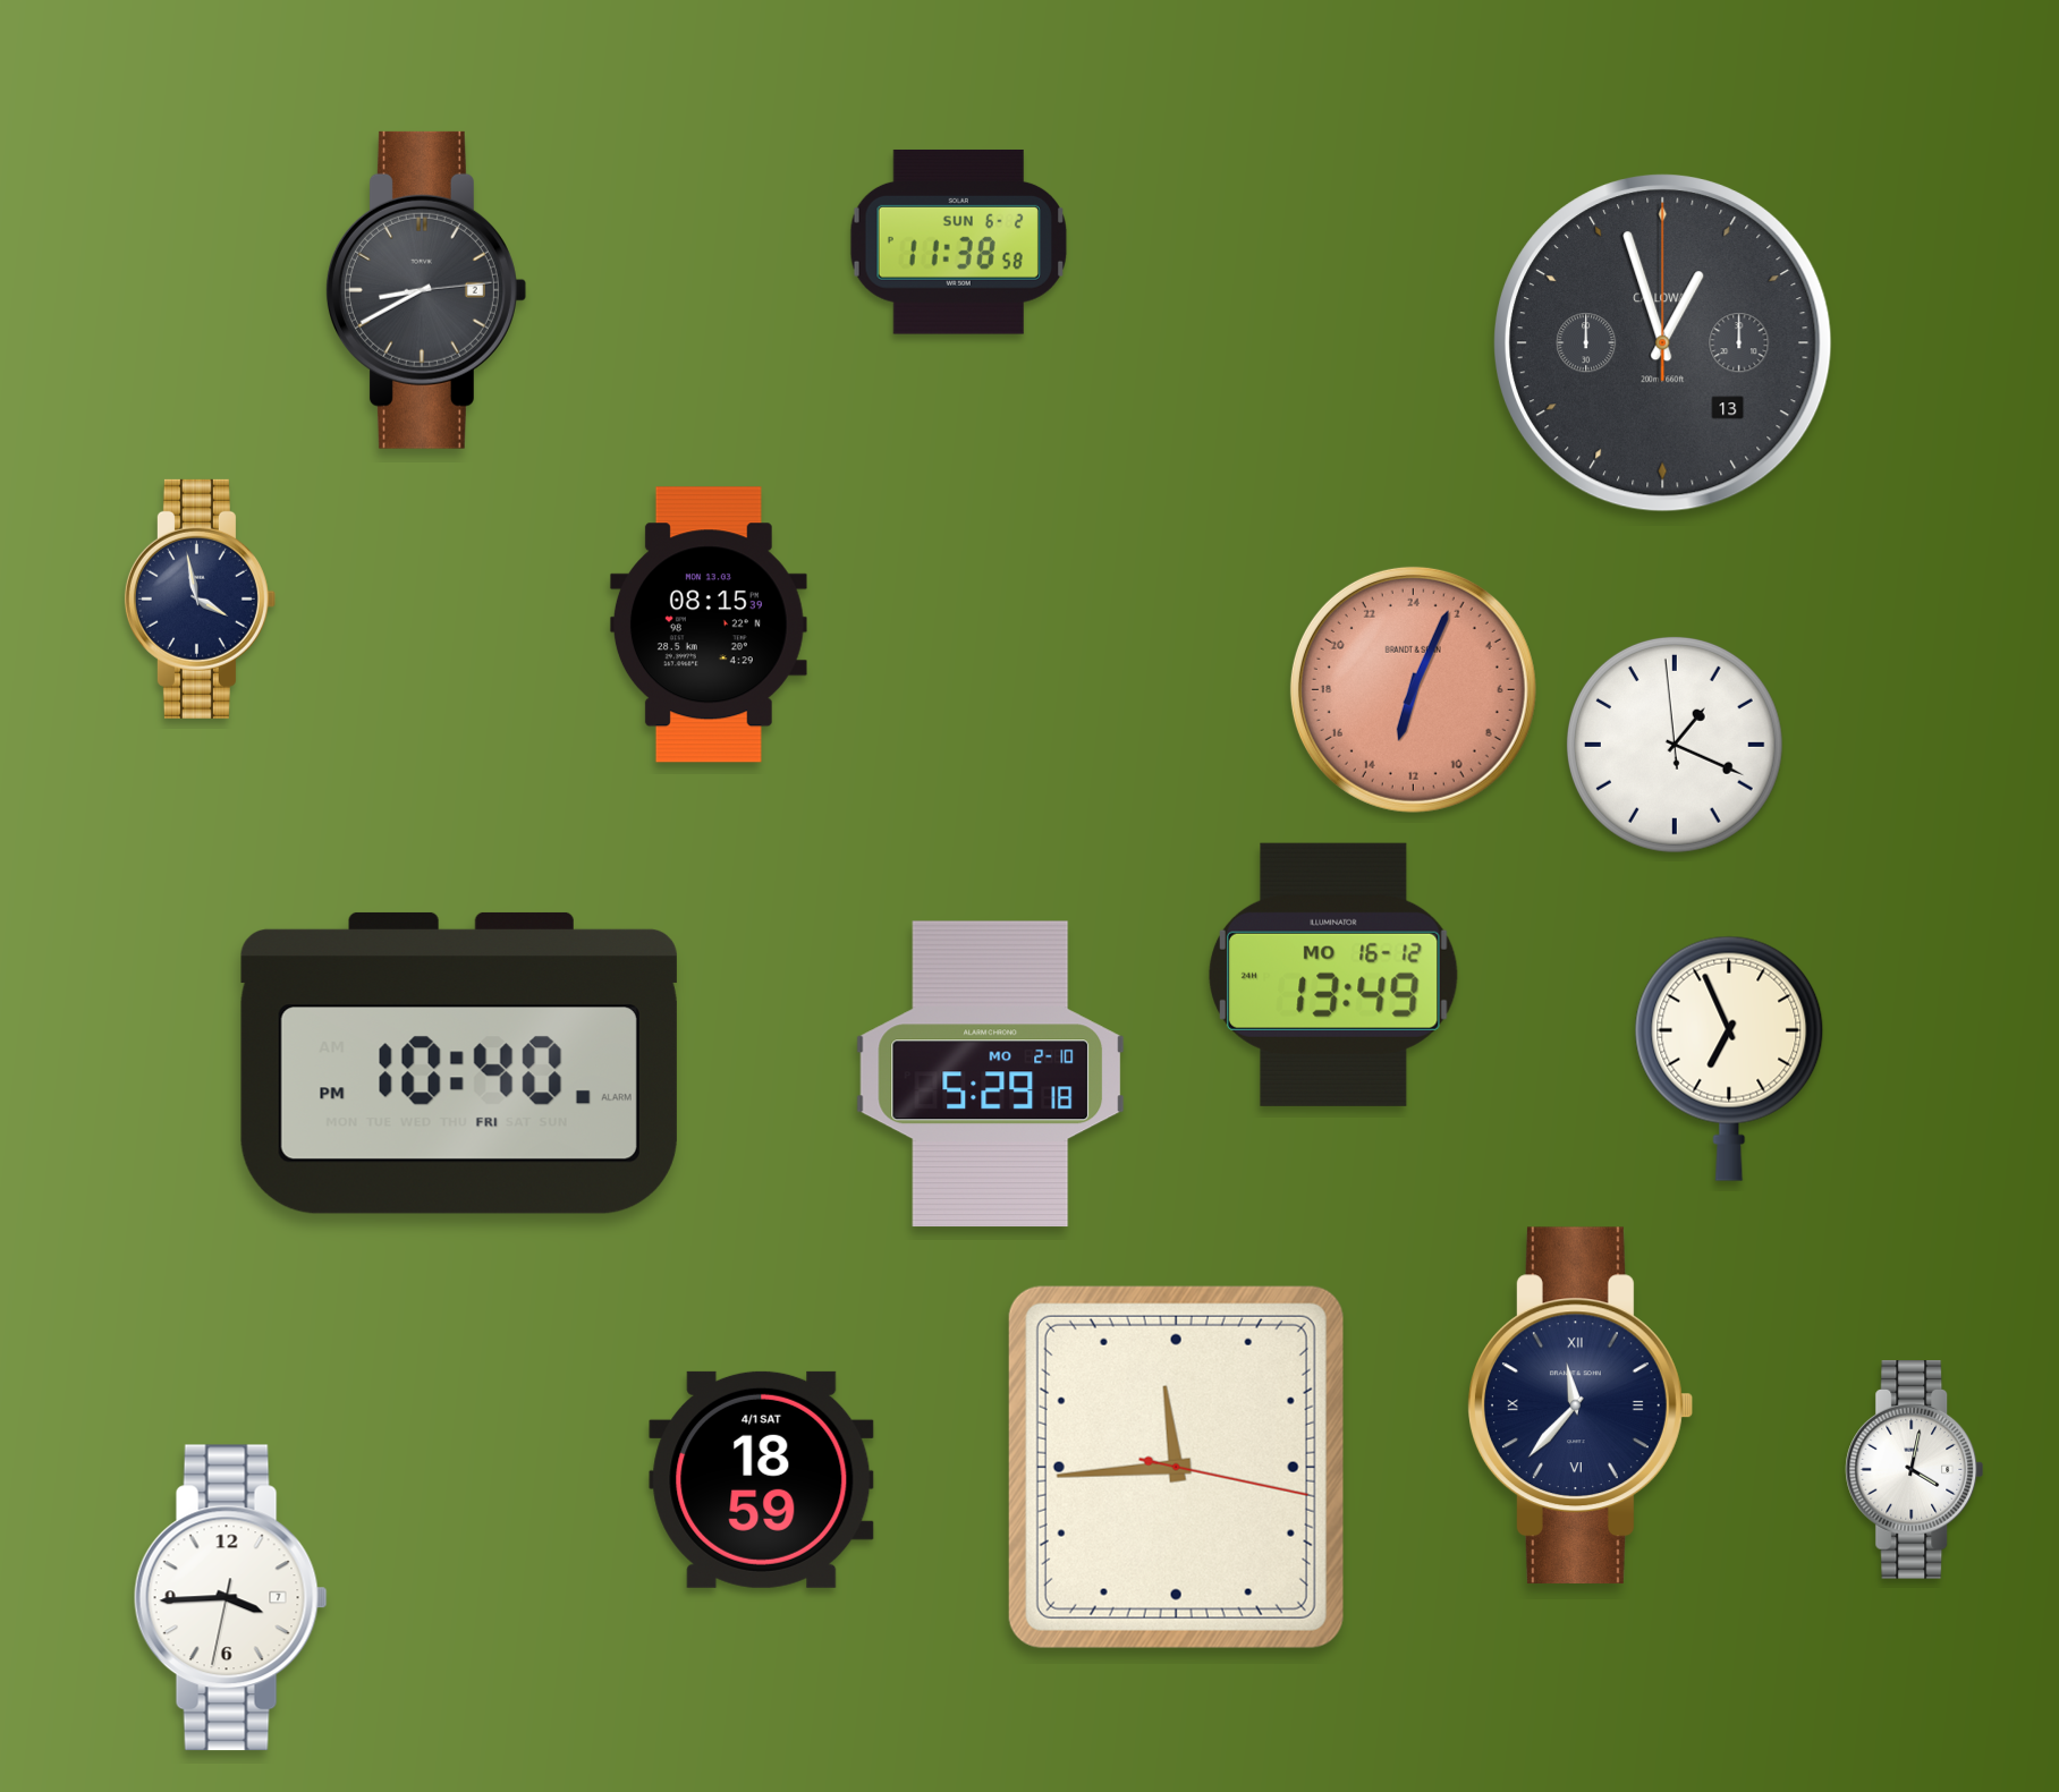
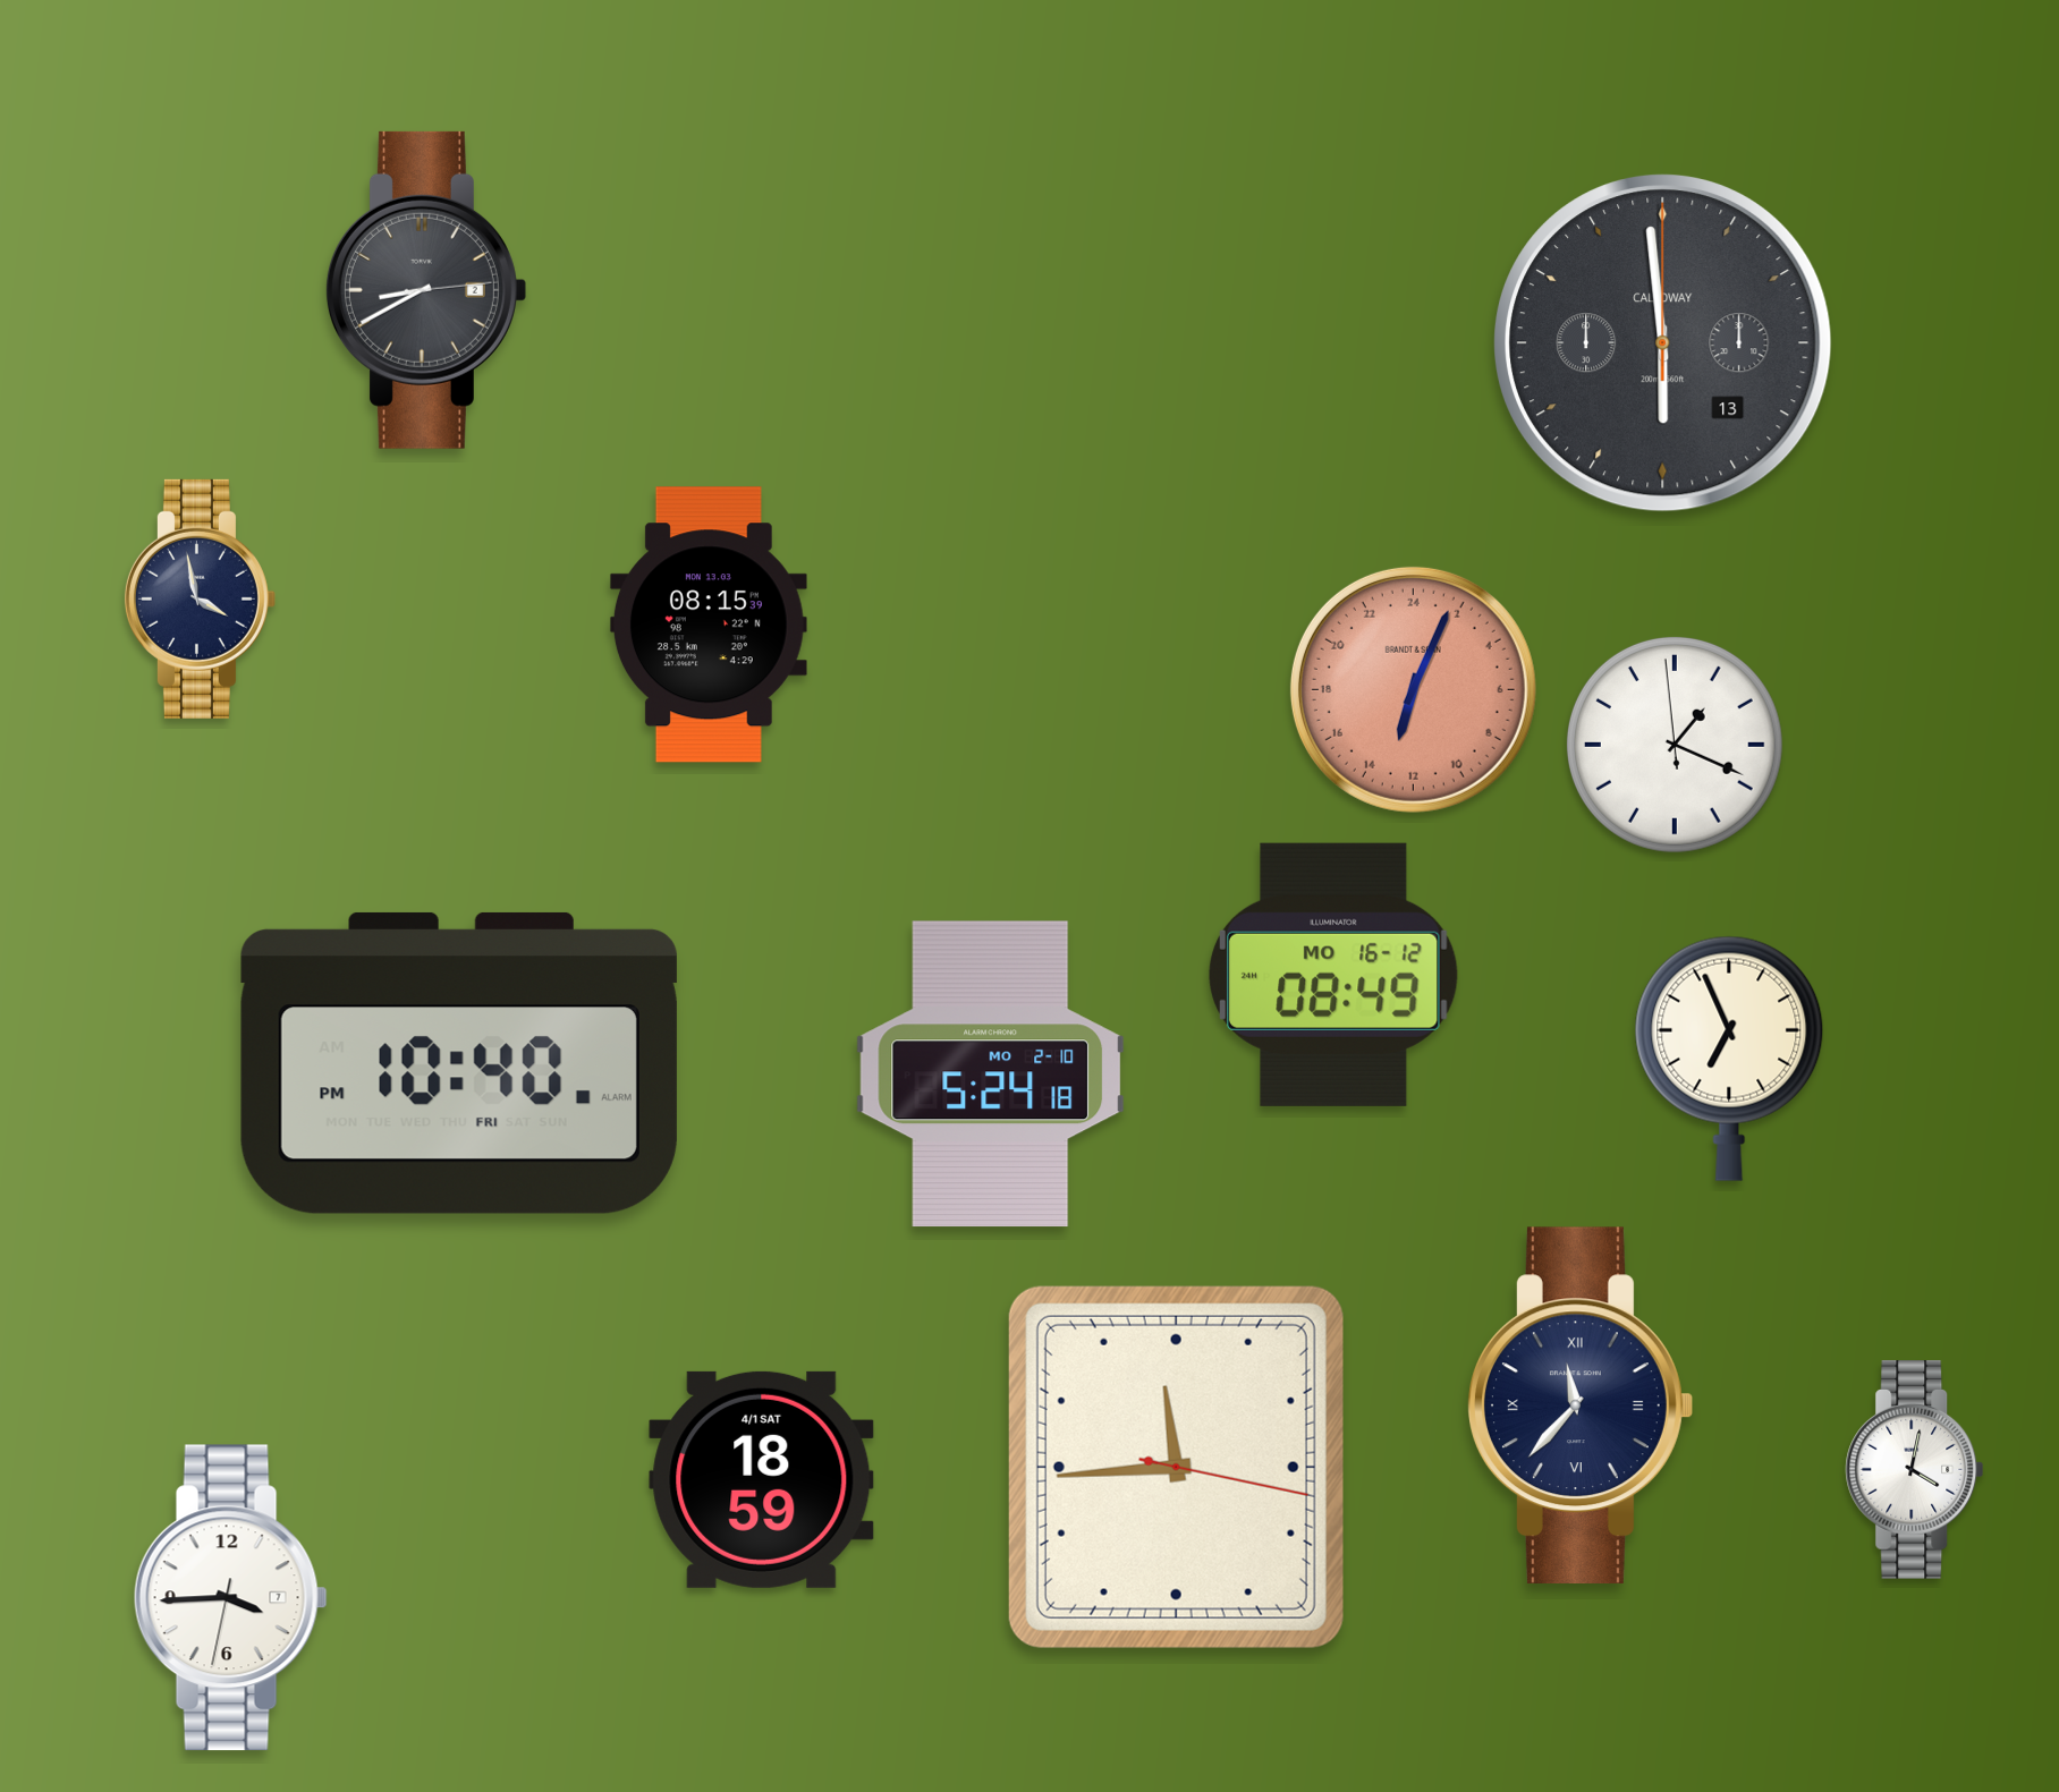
clock at (958, 241): 11:38 -> none
clock at (1663, 343): 12:57 -> 5:59
clock at (1333, 975): 13:49 -> 08:49
clock at (991, 1075): 5:29 -> 5:24
